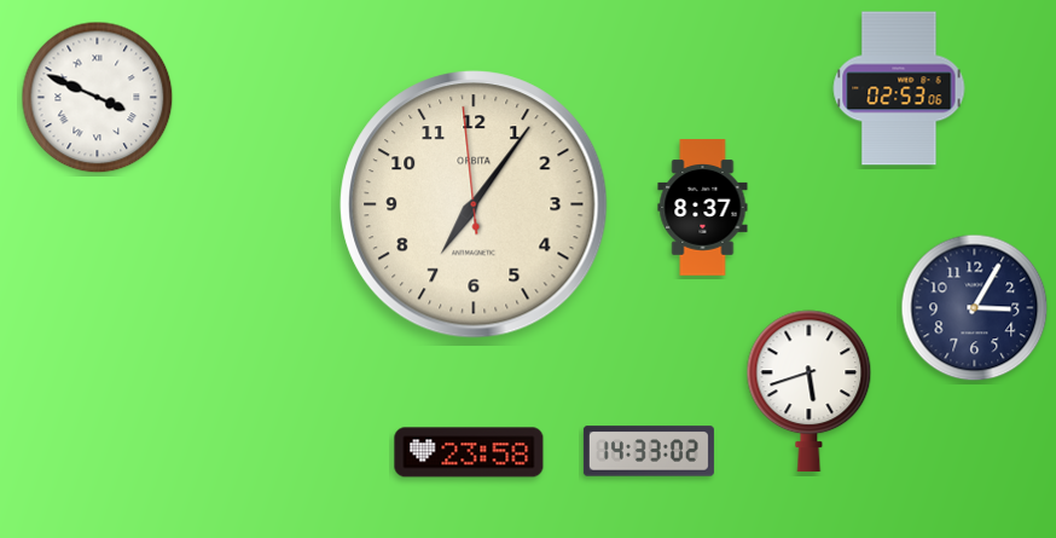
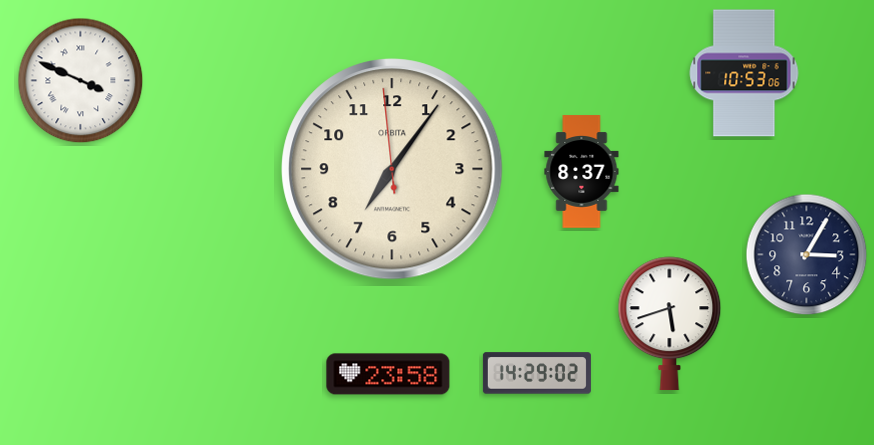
clock at (899, 88): 02:53 -> 10:53
clock at (649, 451): 14:33 -> 14:29
